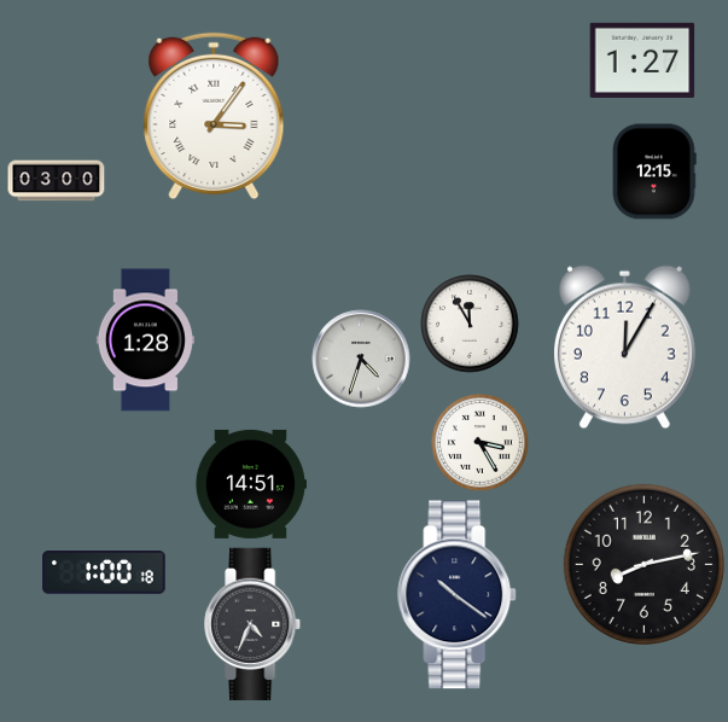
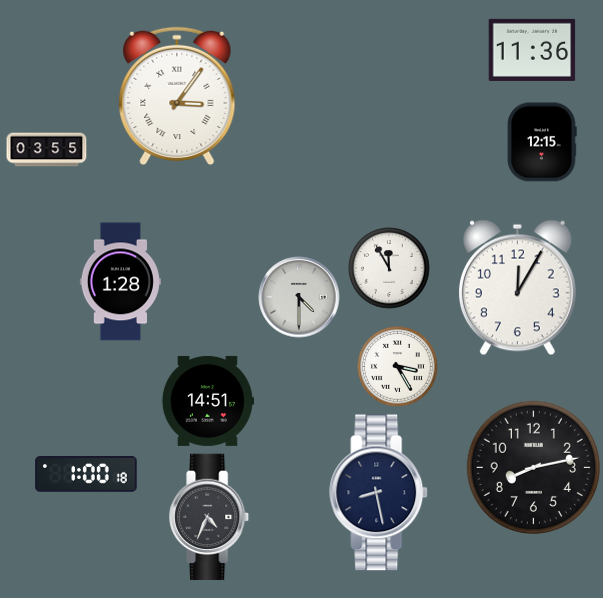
clock at (642, 60): 1:27 -> 11:36
clock at (57, 181): 03:00 -> 03:55
clock at (361, 359): 4:33 -> 4:30
clock at (458, 595): 10:21 -> 8:28
